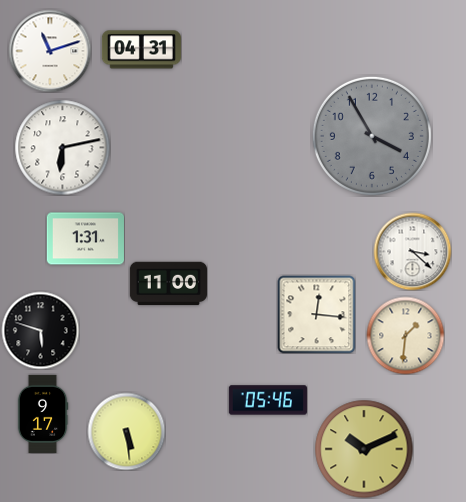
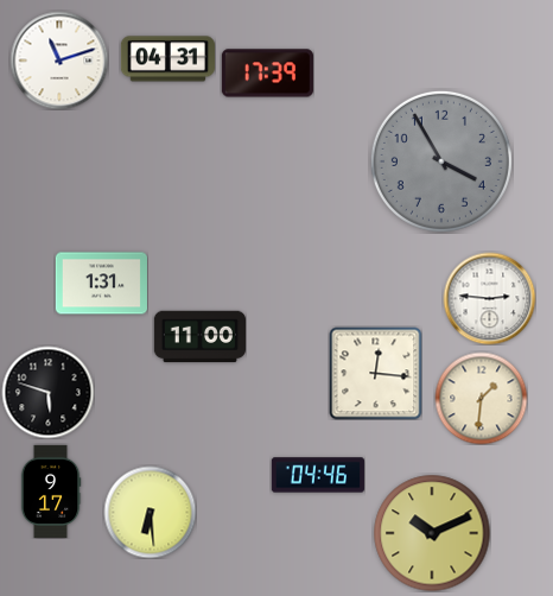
clock at (267, 74): none -> 17:39
clock at (62, 147): 6:13 -> none
clock at (412, 251): 3:22 -> 2:46
clock at (268, 400): 05:46 -> 04:46
clock at (126, 431): 5:29 -> 6:29
